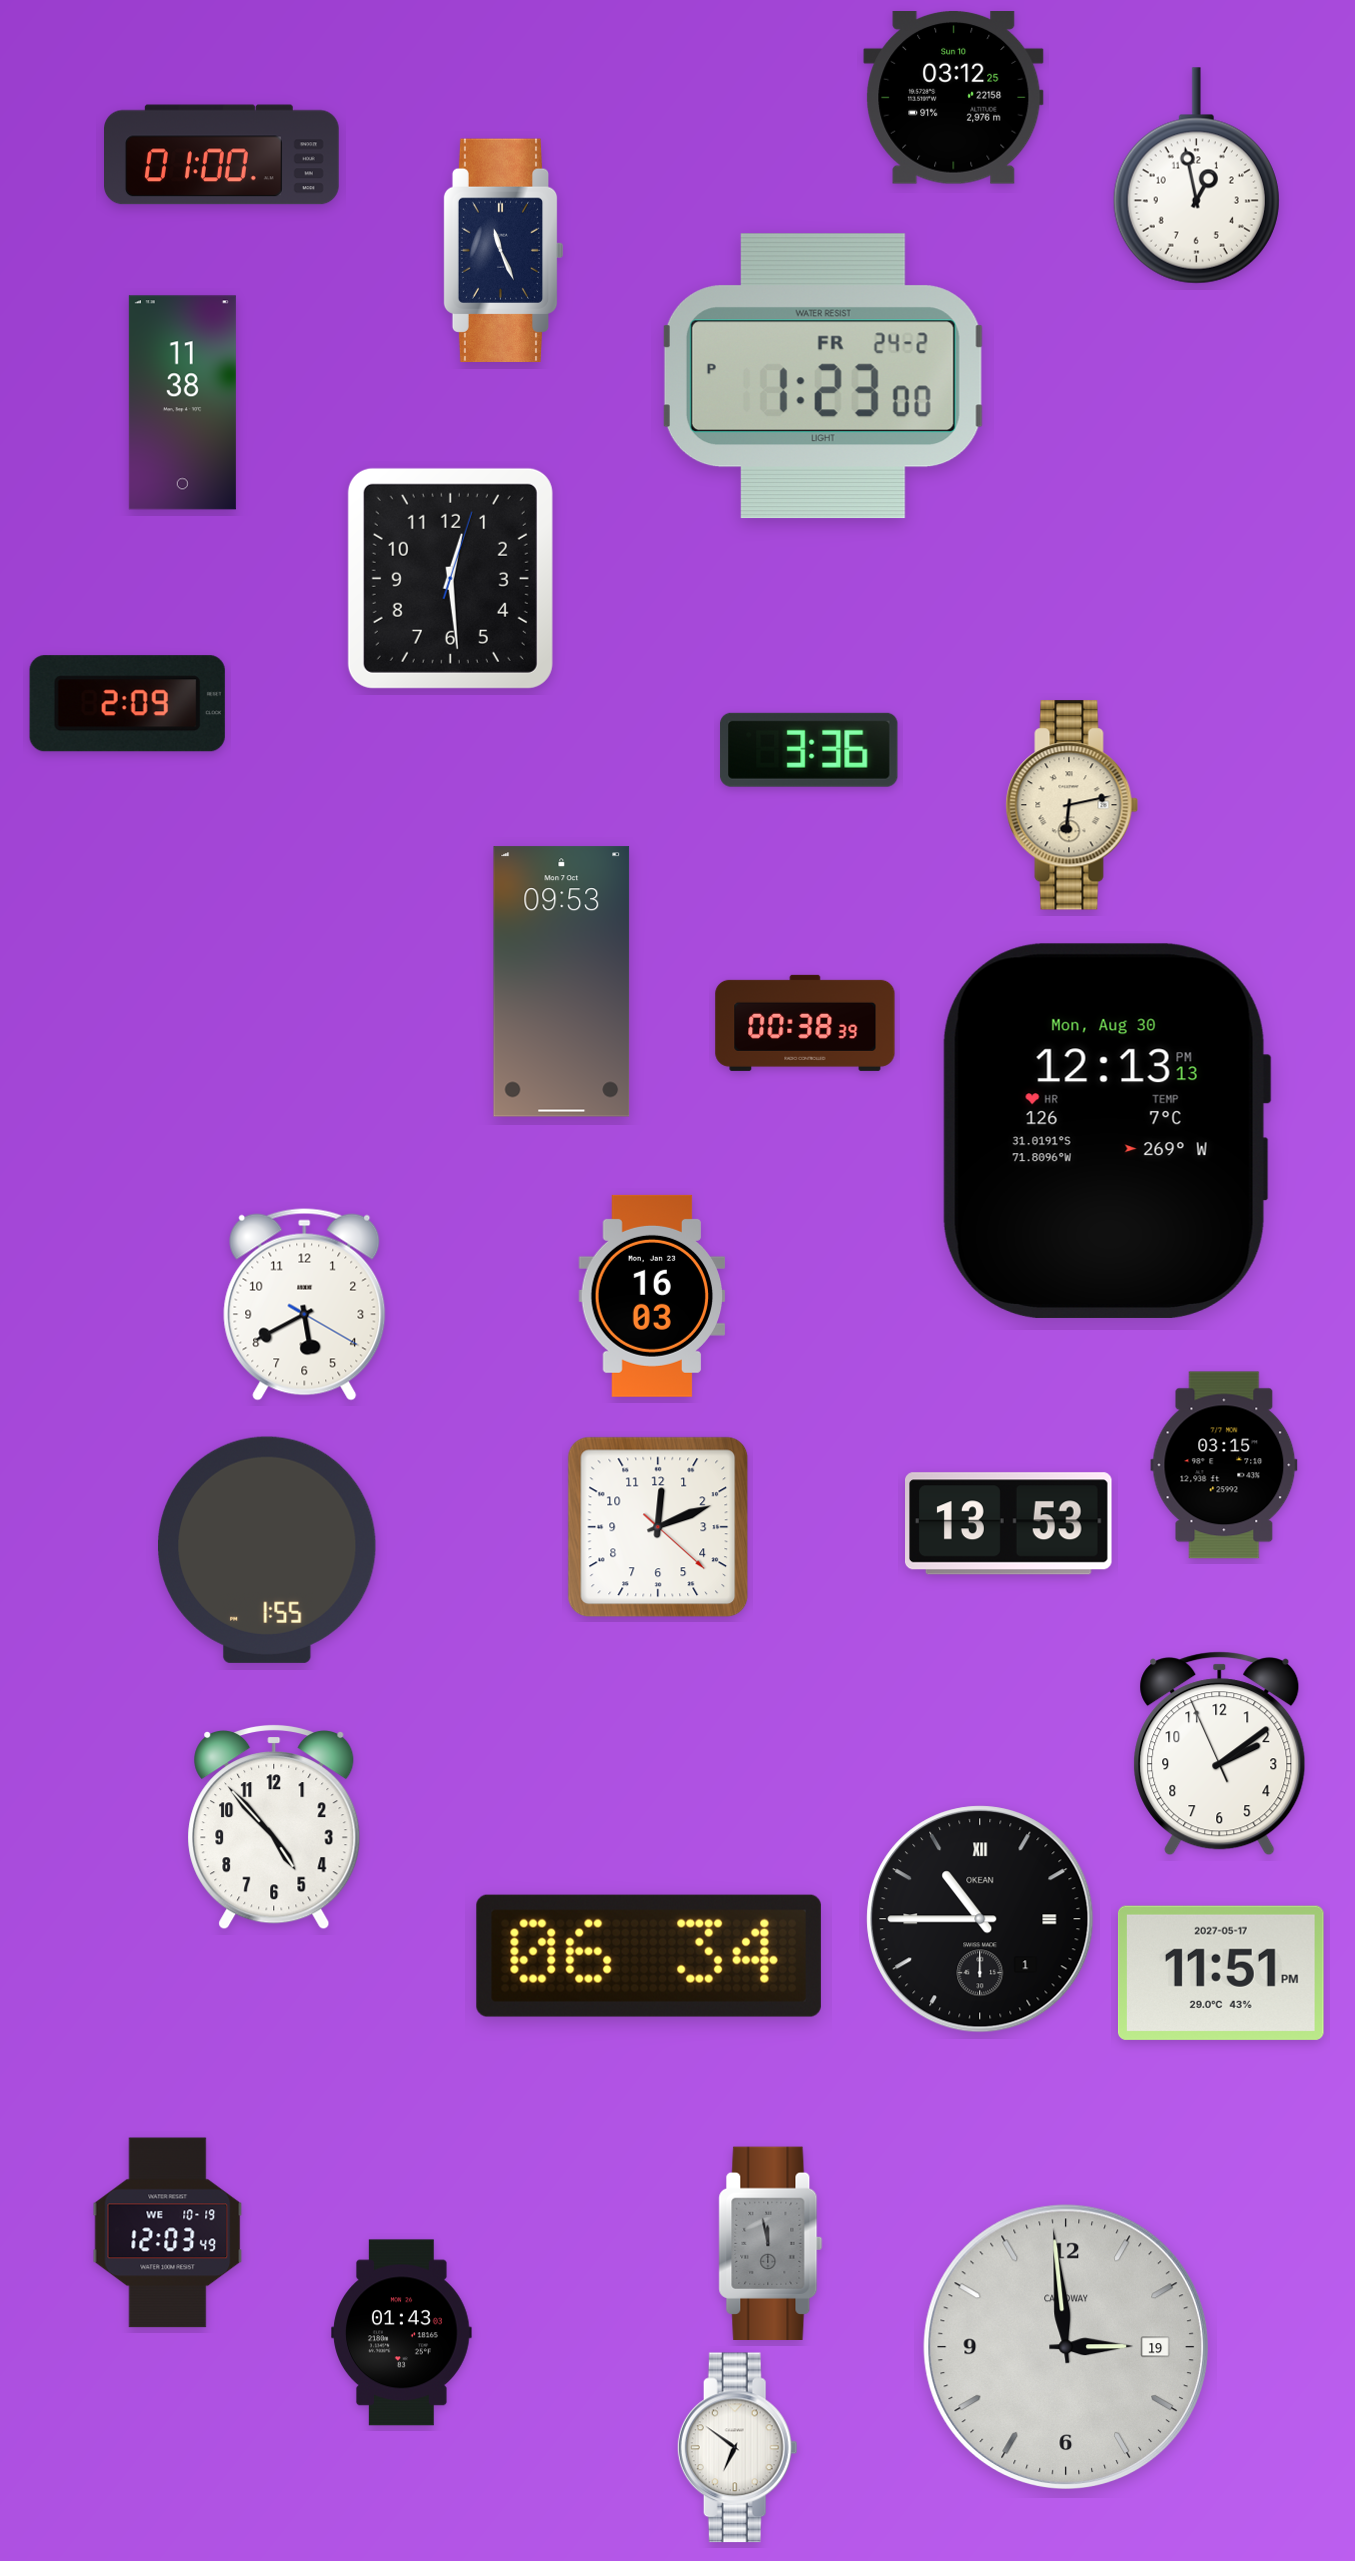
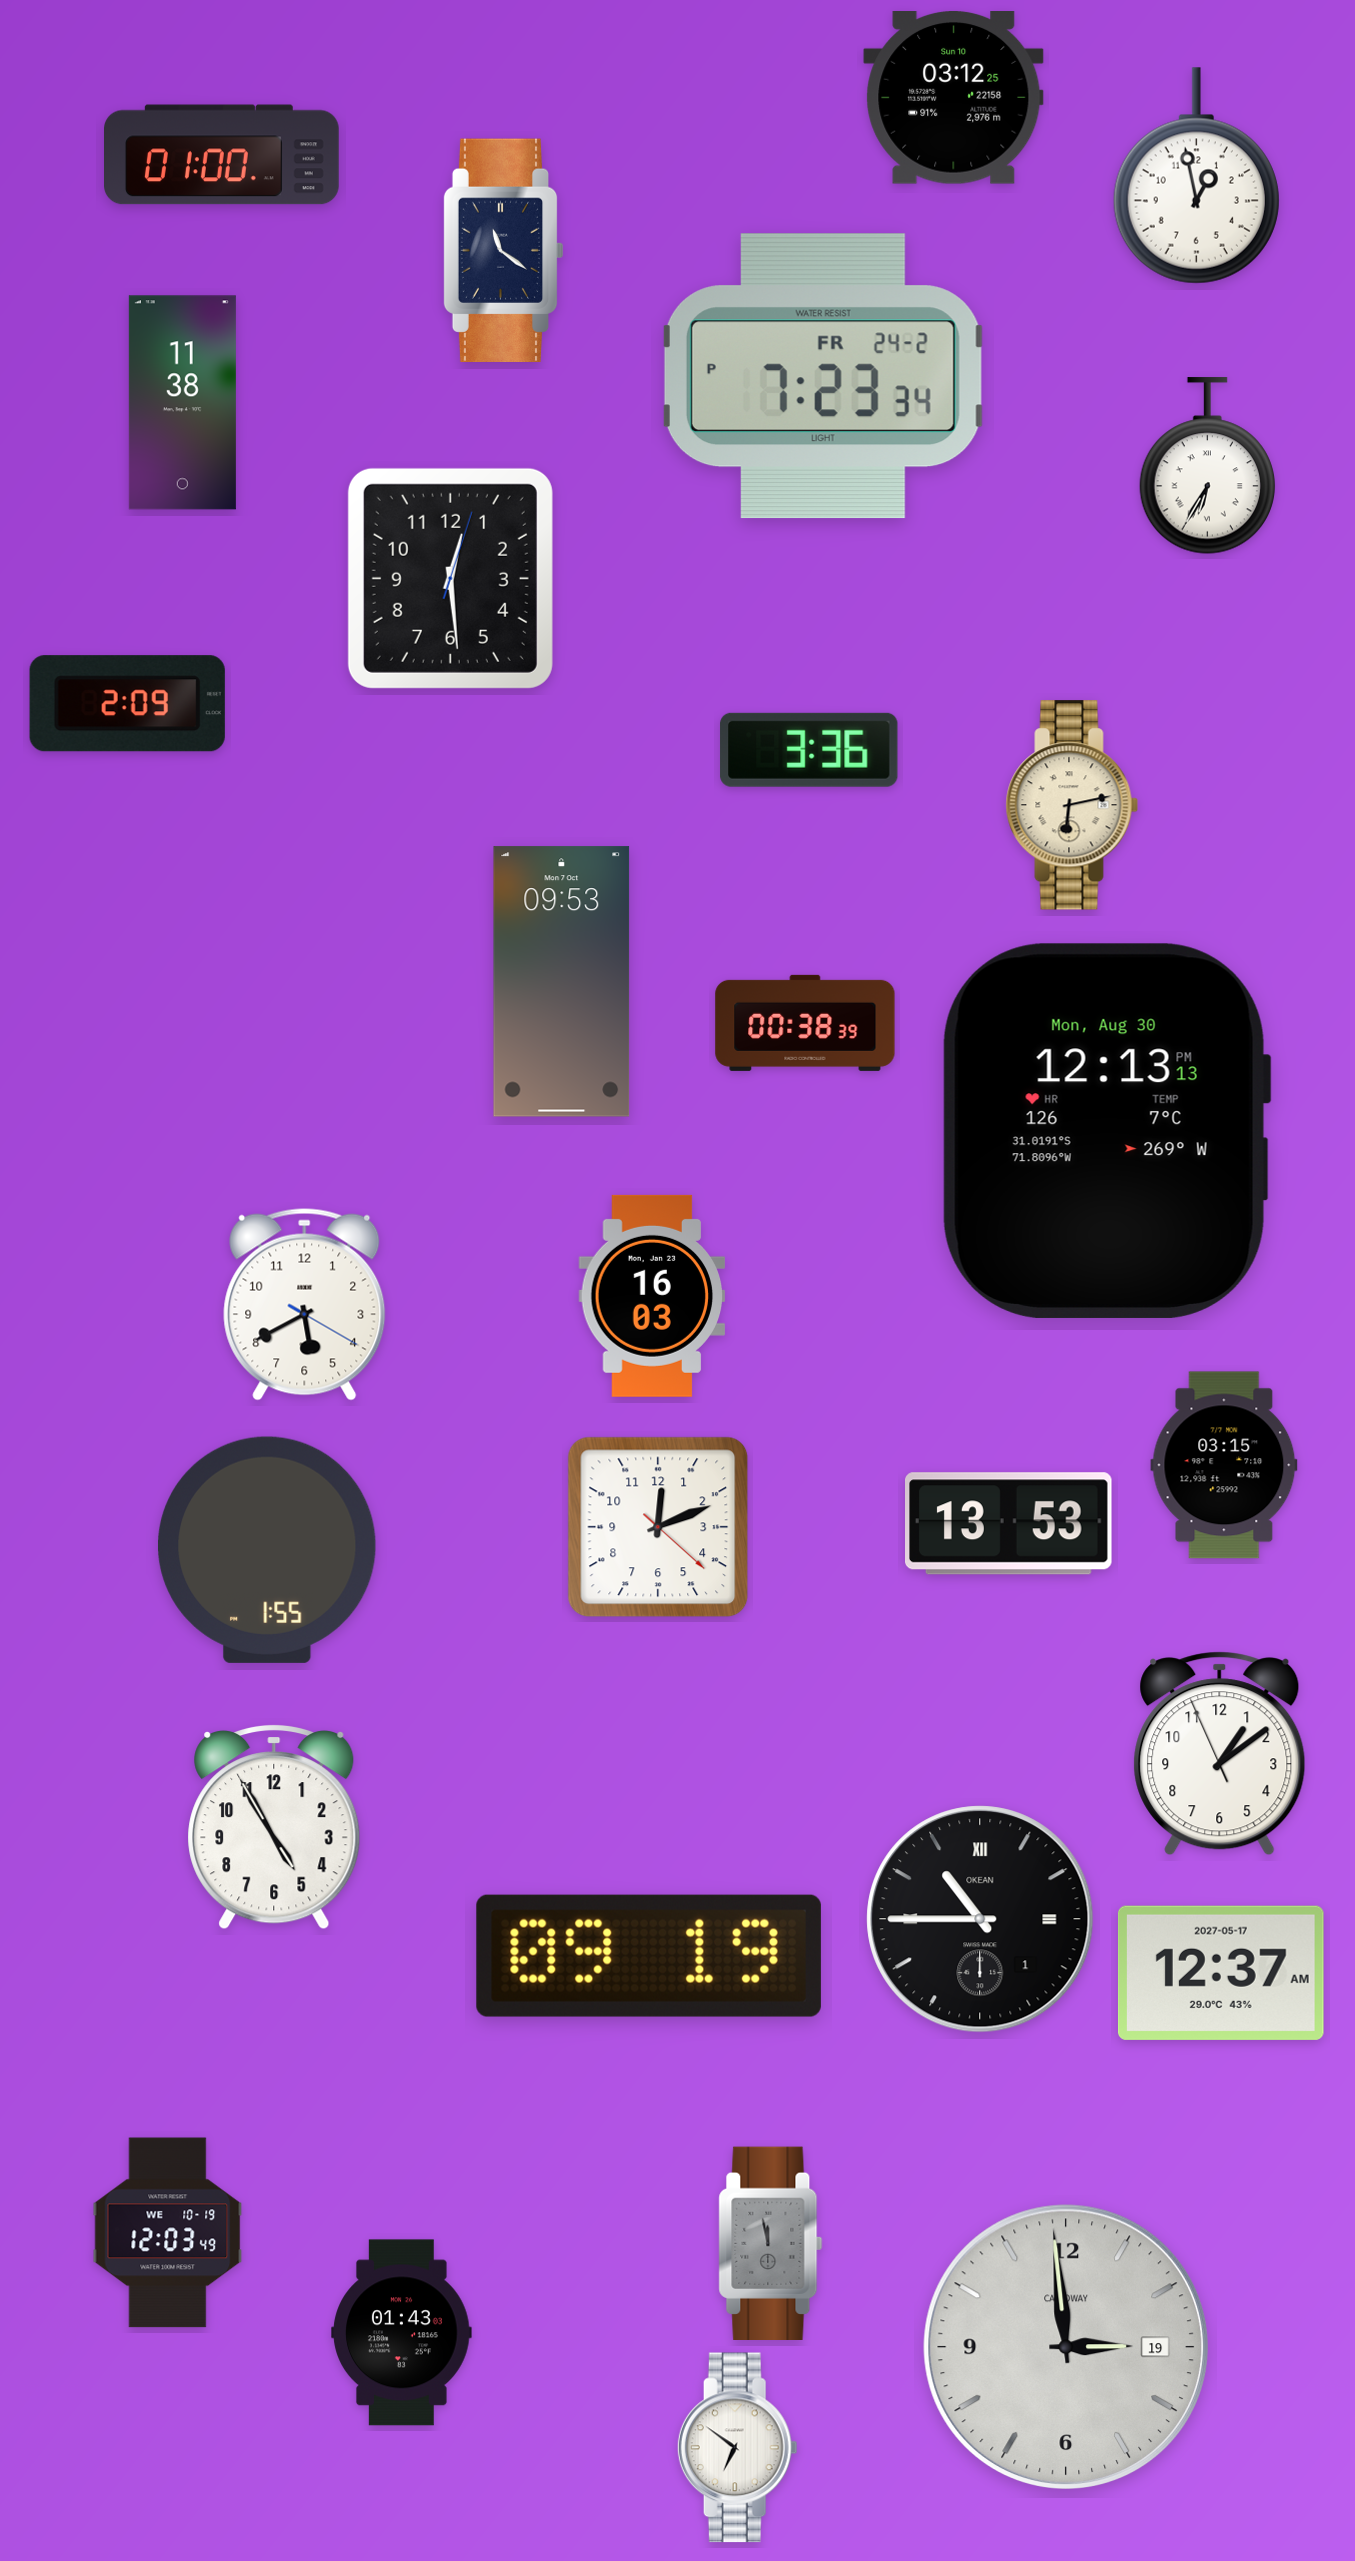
clock at (503, 250): 11:26 -> 11:21
clock at (823, 376): 1:23 -> 7:23
clock at (1207, 466): none -> 6:35
clock at (1220, 1754): 2:08 -> 1:08
clock at (274, 1828): 4:53 -> 4:55
clock at (649, 1956): 06:34 -> 09:19
clock at (1221, 1973): 11:51 -> 12:37
